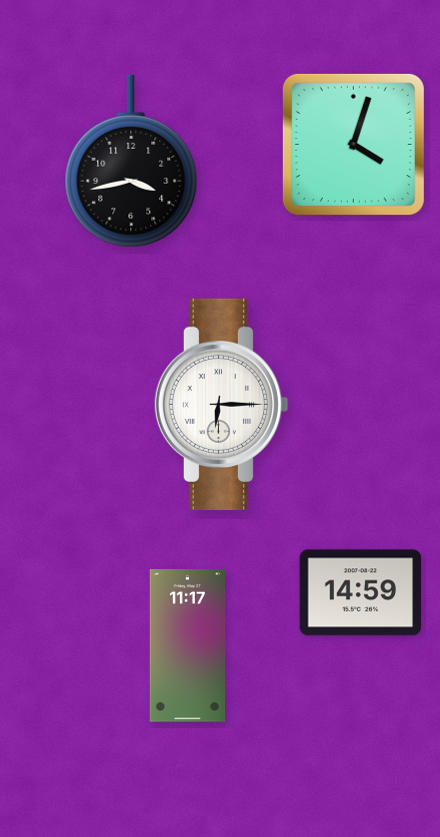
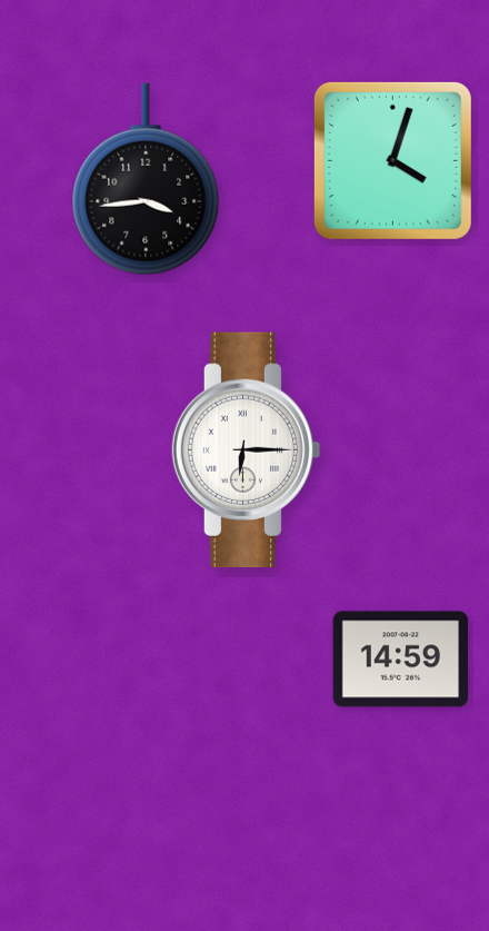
clock at (131, 161): 3:43 -> 3:44
clock at (188, 646): 11:17 -> none
